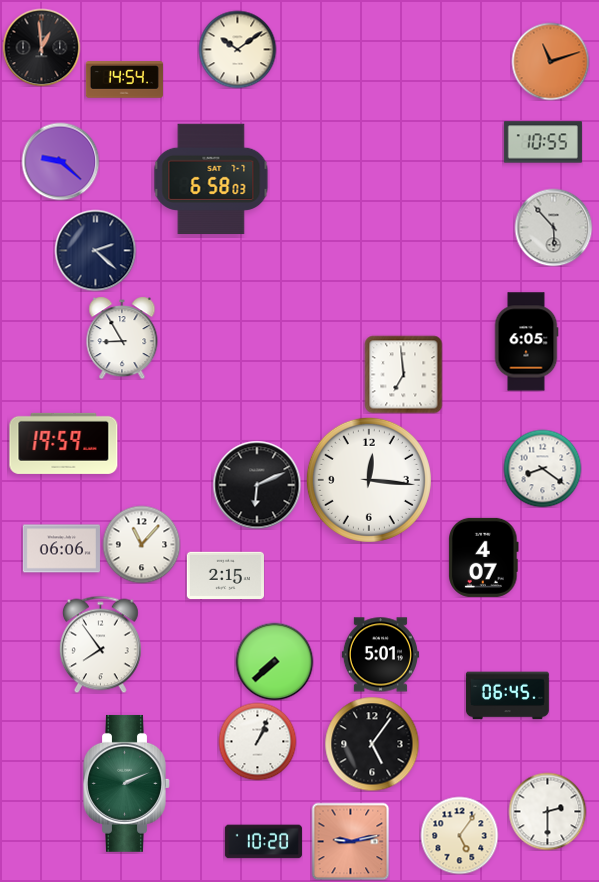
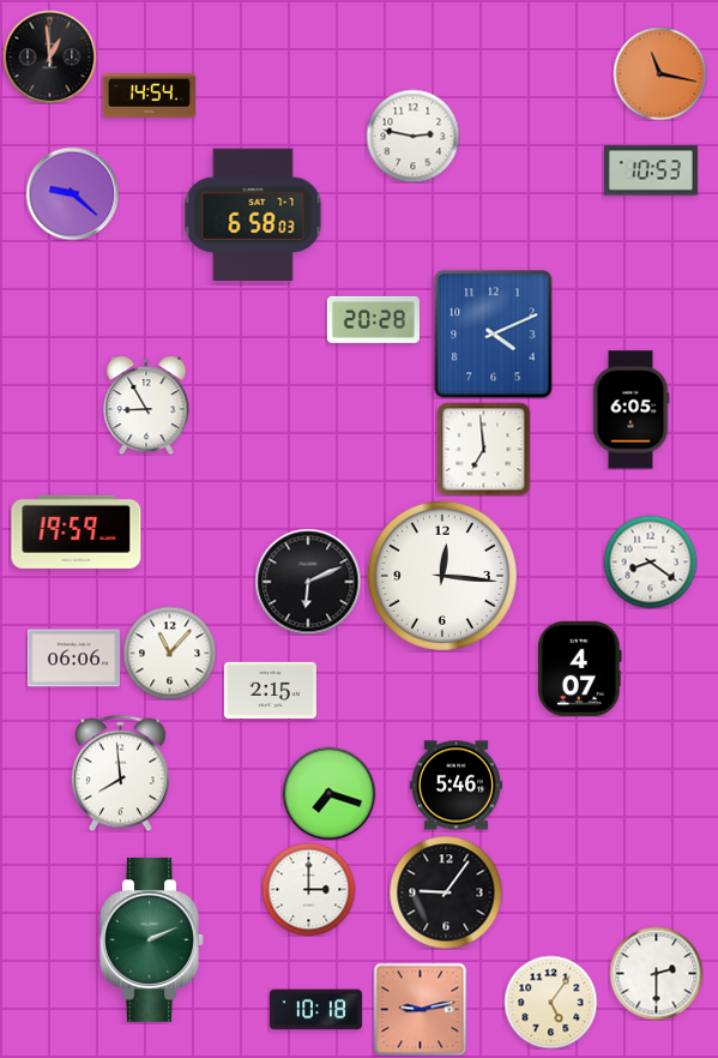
clock at (237, 49): 10:09 -> none
clock at (550, 61): 11:12 -> 11:17
clock at (412, 136): none -> 2:47
clock at (543, 142): 10:55 -> 10:53
clock at (553, 227): 5:53 -> none
clock at (95, 250): 2:22 -> none
clock at (373, 319): none -> 20:28
clock at (494, 335): none -> 4:11
clock at (100, 644): 7:54 -> 7:59
clock at (380, 655): 5:01 -> 5:46
clock at (274, 661): 7:38 -> 7:18
clock at (507, 696): 06:45 -> none
clock at (257, 741): 1:04 -> 3:00
clock at (372, 744): 5:06 -> 9:06
clock at (263, 842): 10:20 -> 10:18
